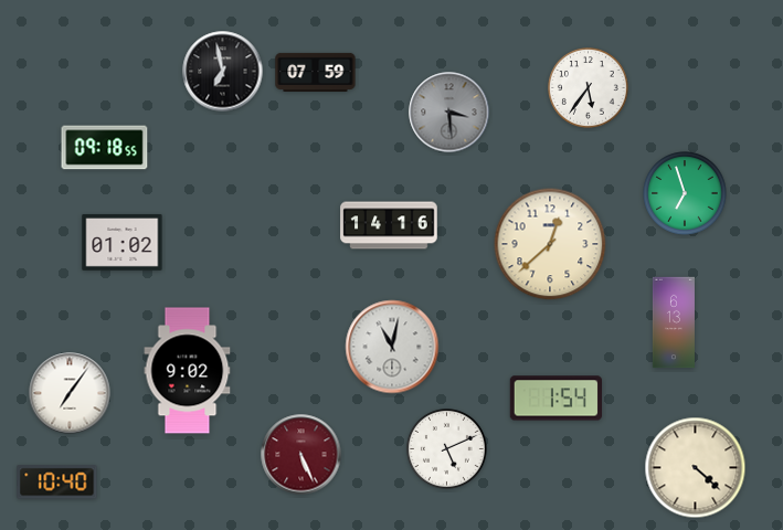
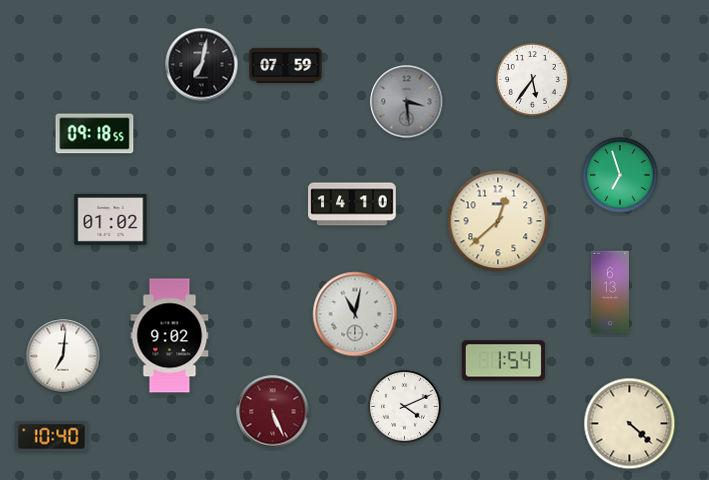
clock at (223, 72): 6:58 -> 7:02
clock at (389, 225): 14:16 -> 14:10
clock at (70, 393): 7:06 -> 7:01
clock at (447, 449): 5:11 -> 4:11
